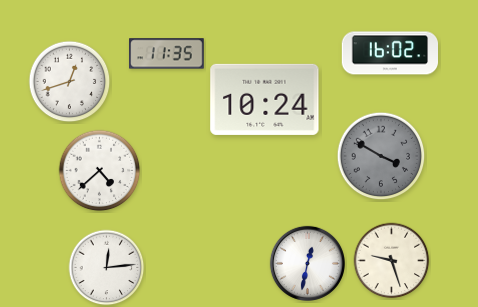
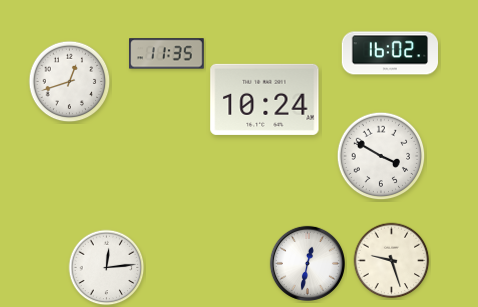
clock at (381, 156) dial: grey -> white
clock at (100, 171): 4:38 -> none
